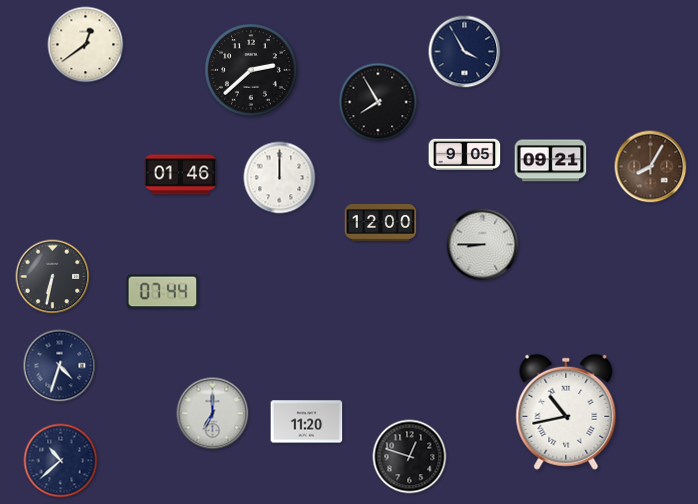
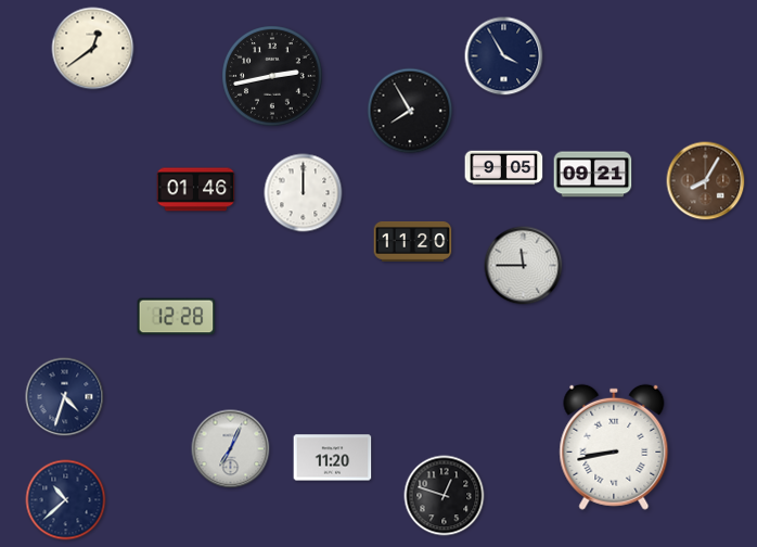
clock at (251, 70): 2:38 -> 2:43
clock at (551, 161) position: (551, 161) -> (593, 175)
clock at (381, 222): 12:00 -> 11:20
clock at (483, 245): 8:45 -> 11:45
clock at (53, 277): 6:32 -> none
clock at (163, 292): 07:44 -> 12:28
clock at (566, 412): 10:43 -> 8:43
clock at (213, 414): 7:00 -> 7:04
